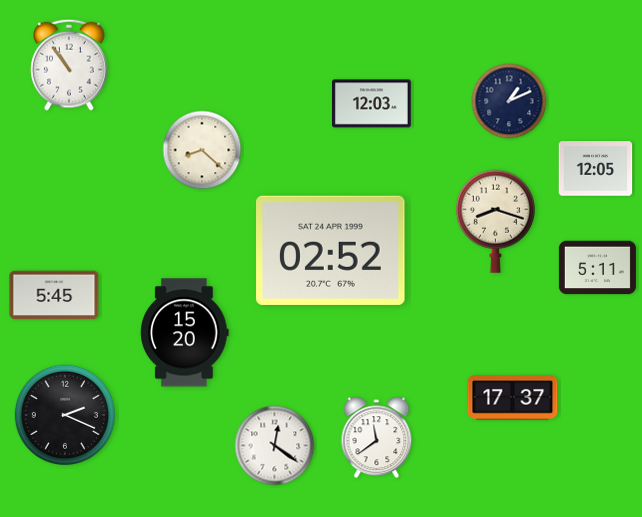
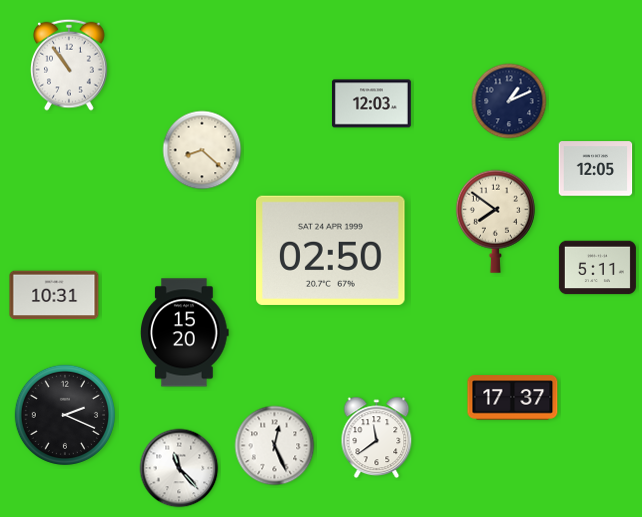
clock at (495, 221): 8:18 -> 7:51
clock at (331, 250): 02:52 -> 02:50
clock at (54, 295): 5:45 -> 10:31
clock at (275, 446): 12:21 -> 12:26
clock at (179, 468): none -> 11:23
